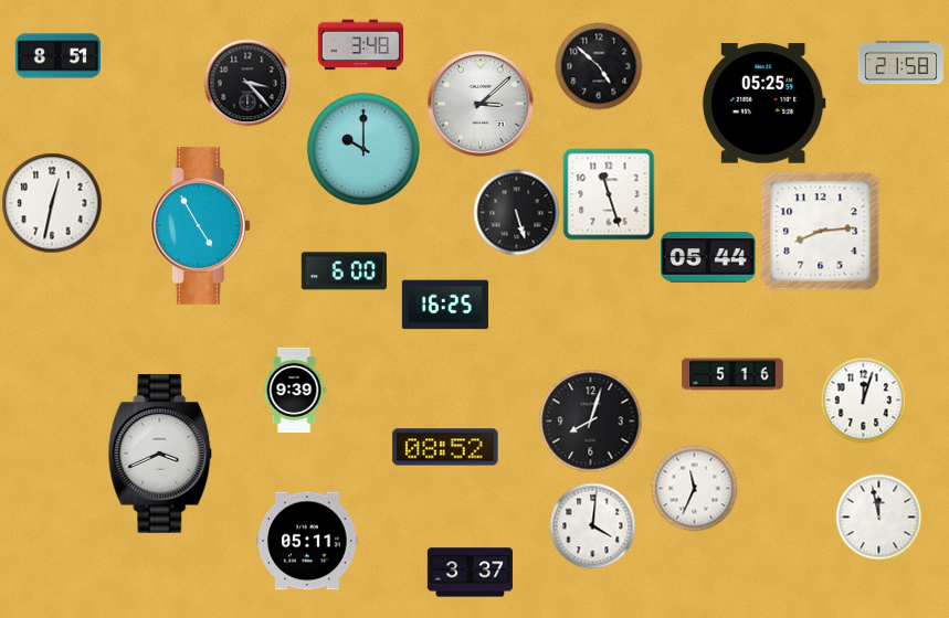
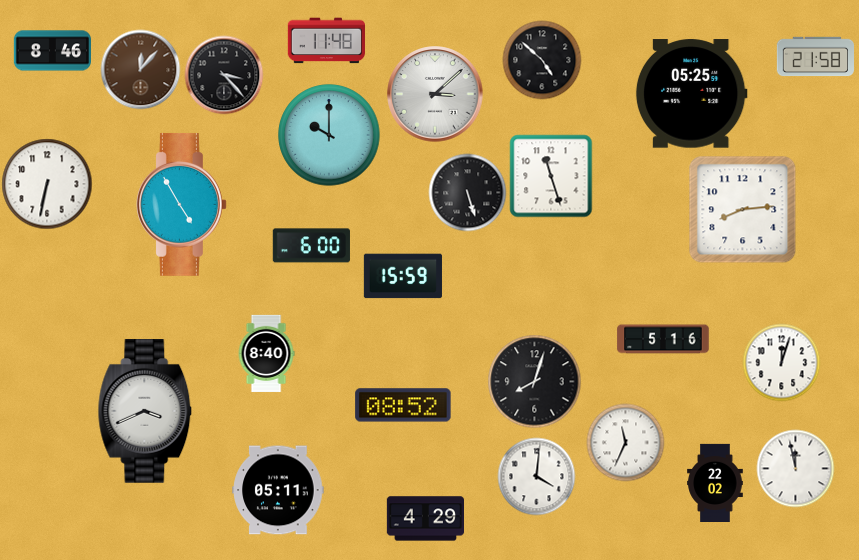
clock at (360, 45): 3:48 -> 11:48
clock at (57, 56): 8:51 -> 8:46
clock at (140, 69): none -> 12:07
clock at (52, 203): 12:32 -> 6:32
clock at (708, 257): 05:44 -> none
clock at (445, 305): 16:25 -> 15:59
clock at (294, 390): 9:39 -> 8:40
clock at (694, 488) position: (694, 488) -> (625, 442)
clock at (715, 482): none -> 22:02
clock at (470, 573): 3:37 -> 4:29
